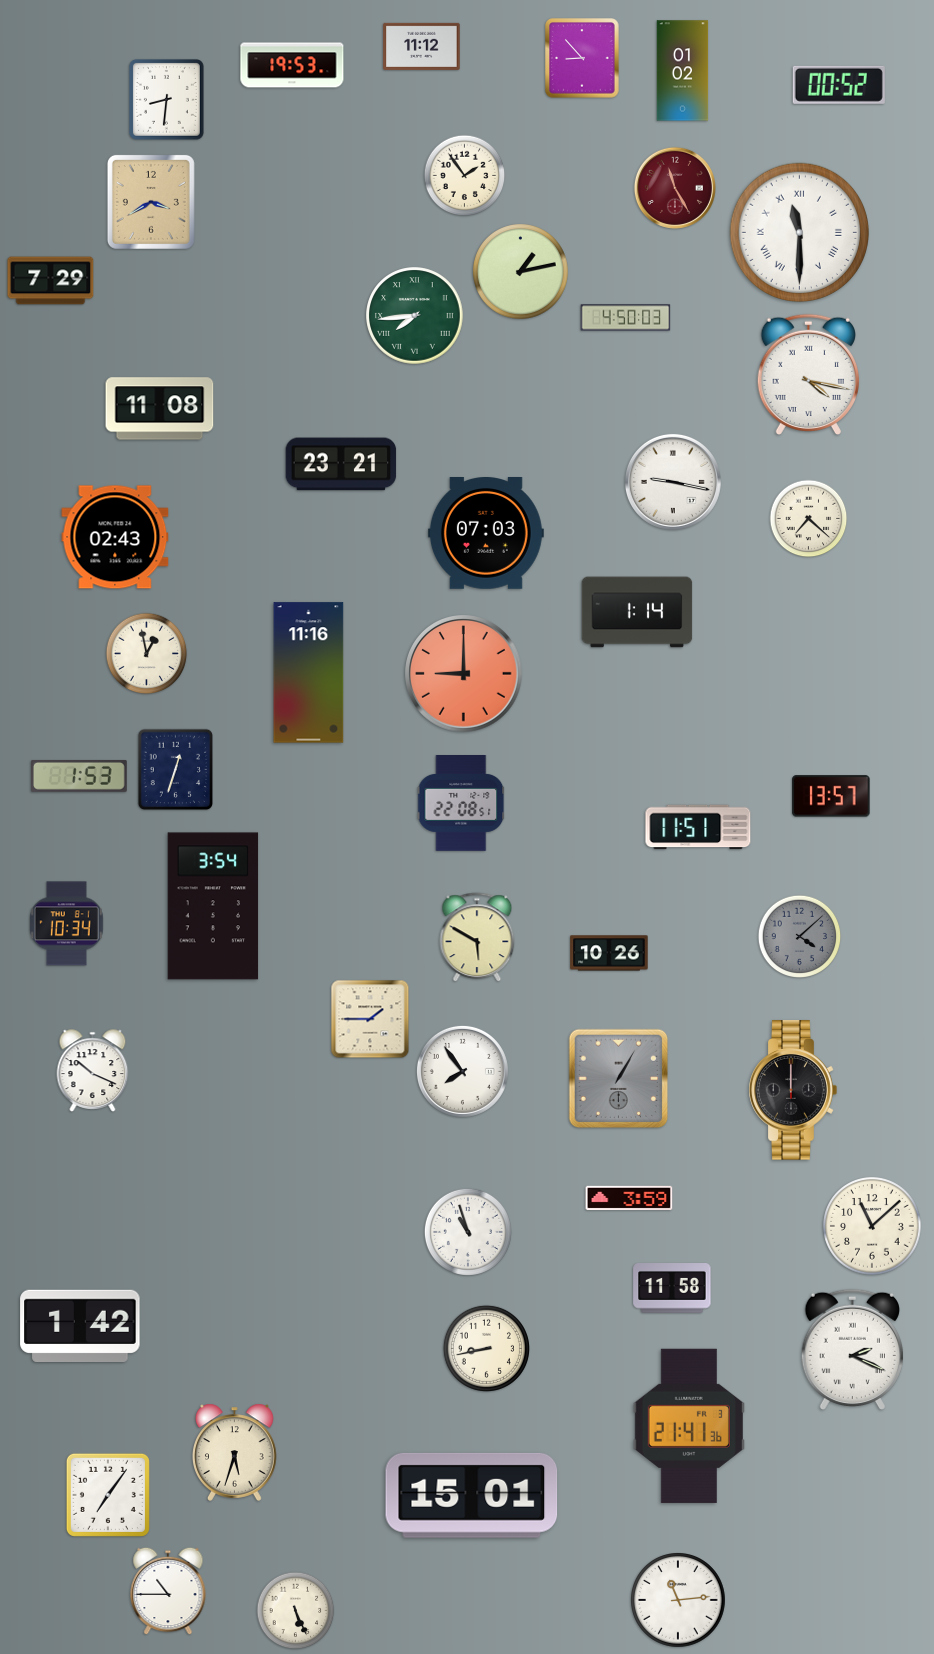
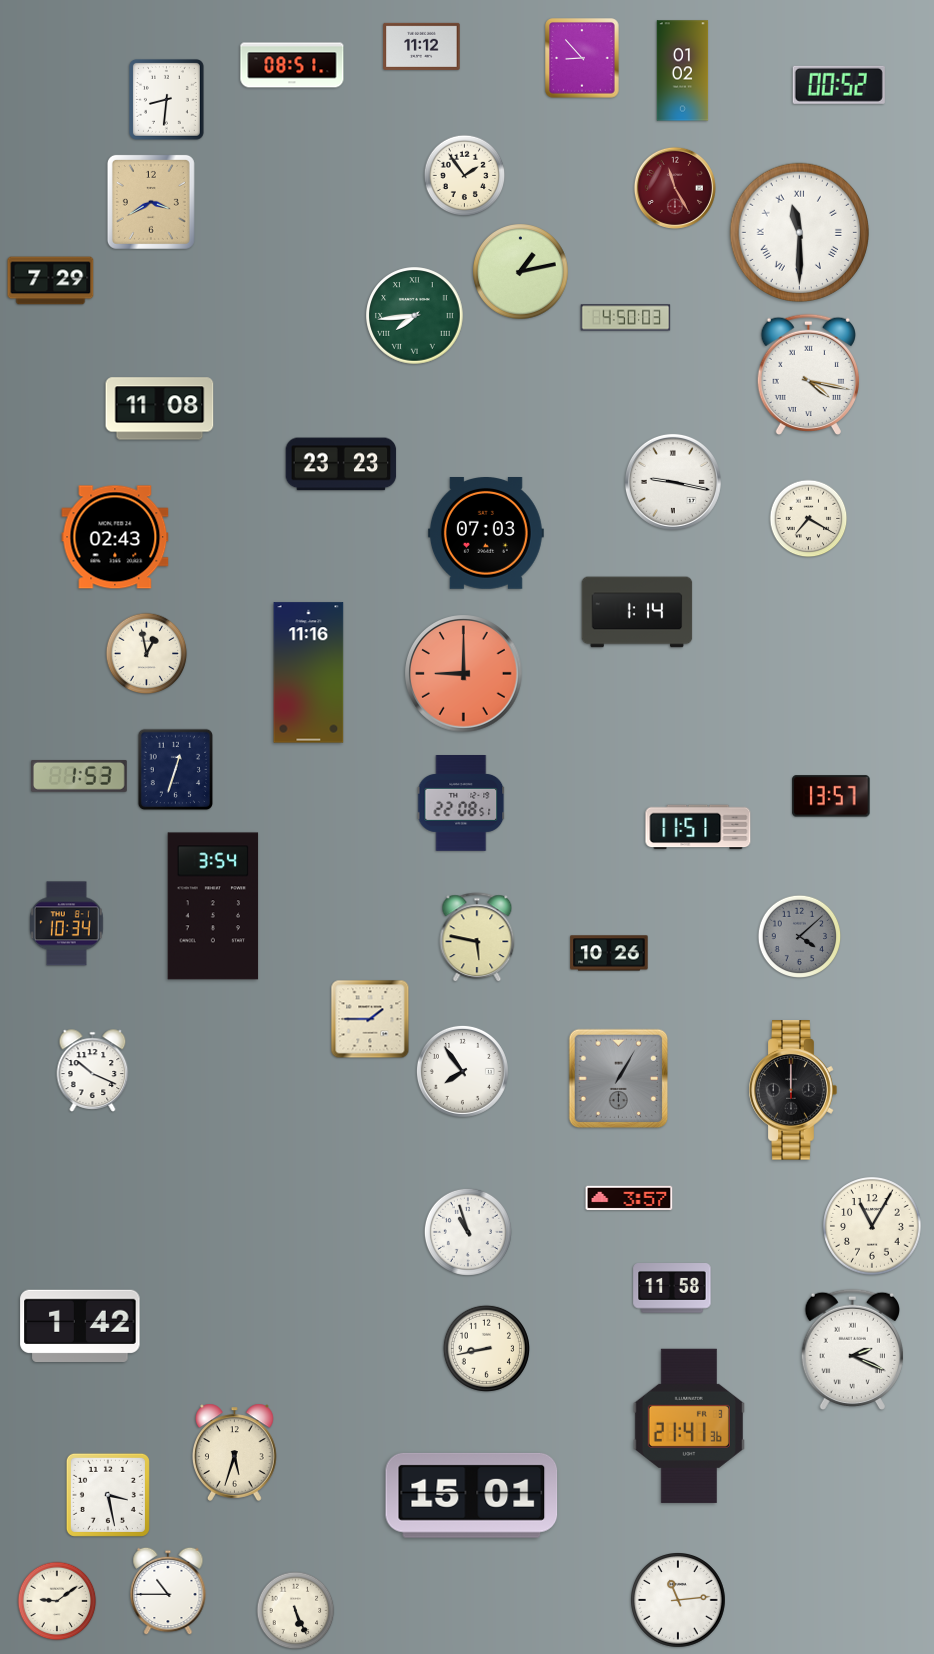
clock at (292, 65): 19:53 -> 08:51
clock at (341, 464): 23:21 -> 23:23
clock at (809, 519): 7:22 -> 7:20
clock at (477, 938): 5:50 -> 5:47
clock at (629, 1198): 3:59 -> 3:57
clock at (872, 1226): 11:08 -> 11:05
clock at (108, 1495): 7:06 -> 3:28
clock at (57, 1601): none -> 9:09
